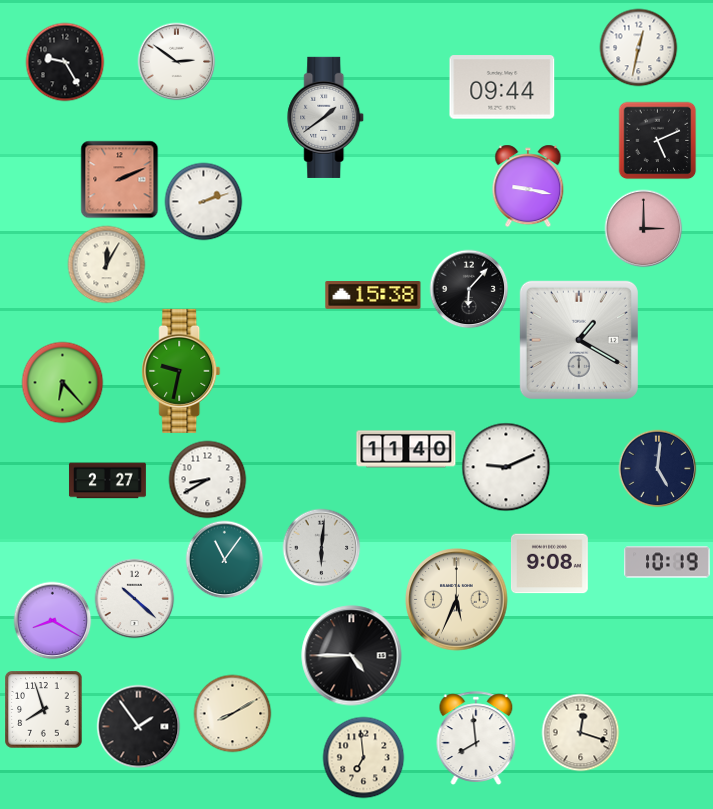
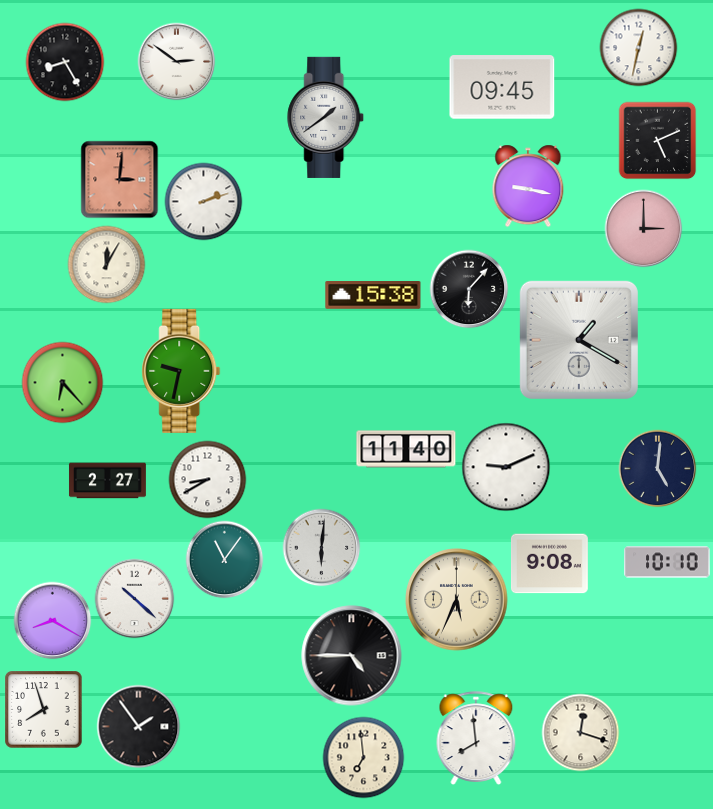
clock at (65, 62): 9:25 -> 8:25
clock at (502, 87): 09:44 -> 09:45
clock at (119, 179): 2:11 -> 3:01
clock at (667, 562): 10:19 -> 10:10
clock at (232, 713): 8:10 -> none
